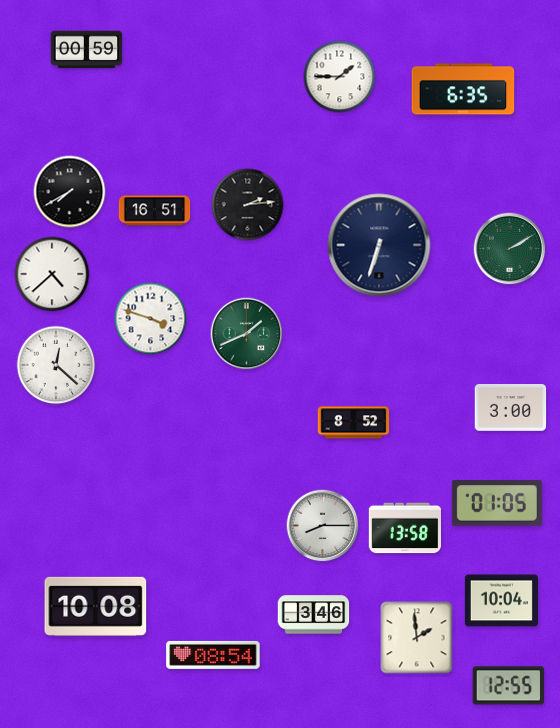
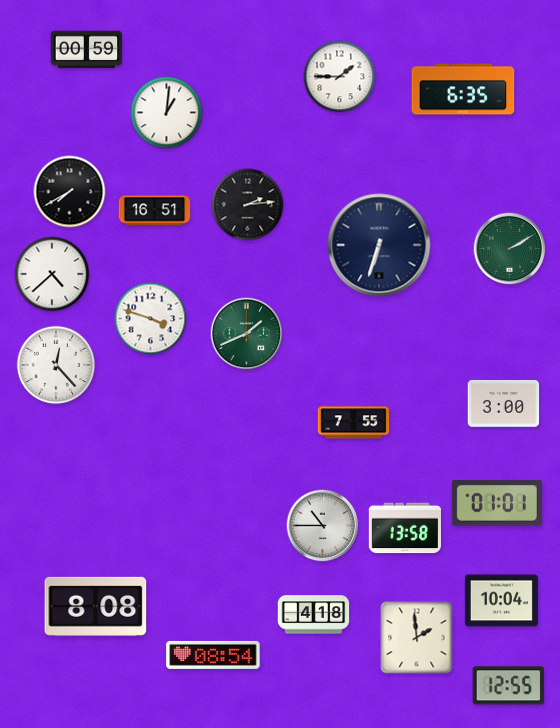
clock at (167, 113): none -> 1:01
clock at (56, 365): 12:22 -> 12:23
clock at (511, 408) position: (511, 408) -> (504, 404)
clock at (354, 423): 8:52 -> 7:55
clock at (497, 504): 01:05 -> 01:01
clock at (323, 526): 8:15 -> 10:45
clock at (96, 606): 10:08 -> 8:08
clock at (314, 615): 3:46 -> 4:18
